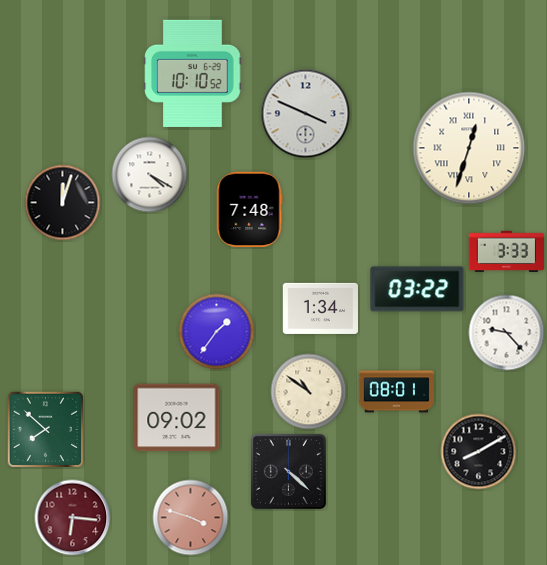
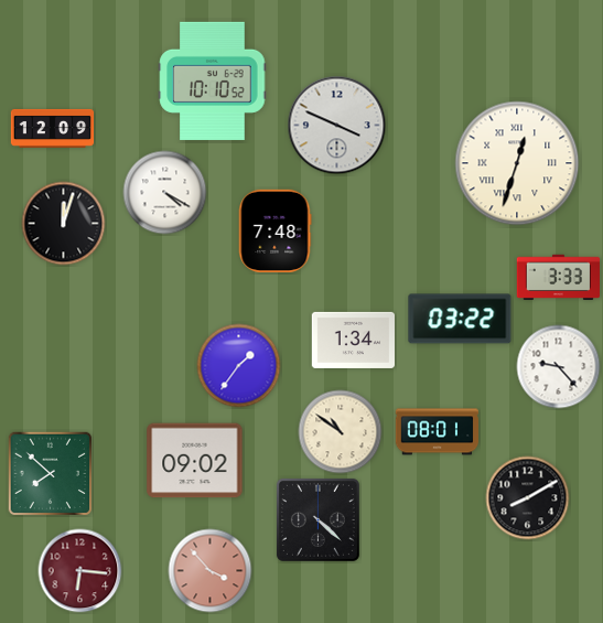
clock at (53, 128): none -> 12:09
clock at (63, 203) position: (63, 203) -> (64, 224)
clock at (191, 518): 3:48 -> 3:53
